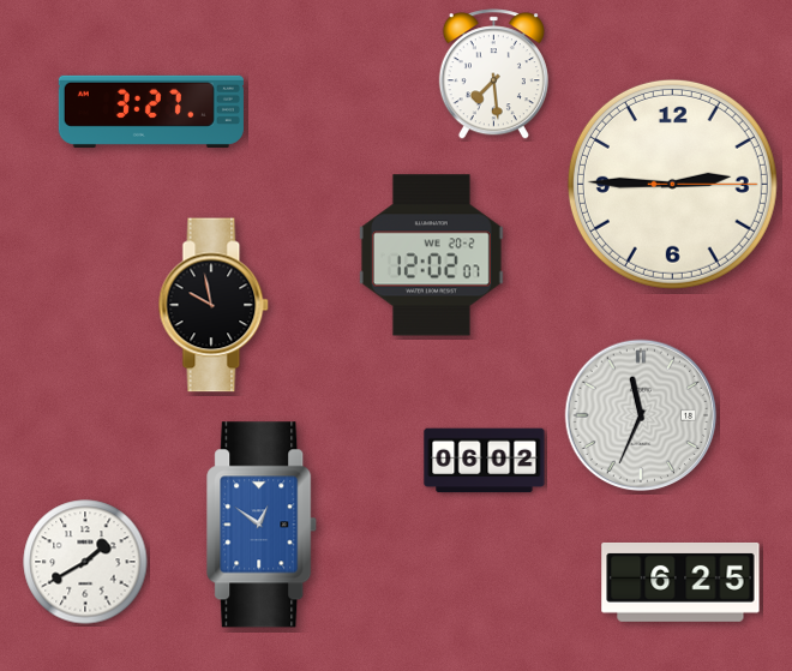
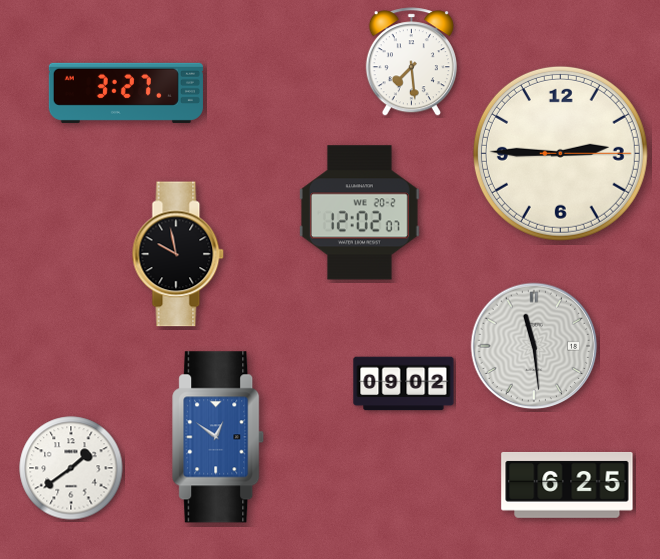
clock at (641, 415): 11:34 -> 11:29
clock at (485, 461): 06:02 -> 09:02
clock at (85, 562): 1:40 -> 1:39
